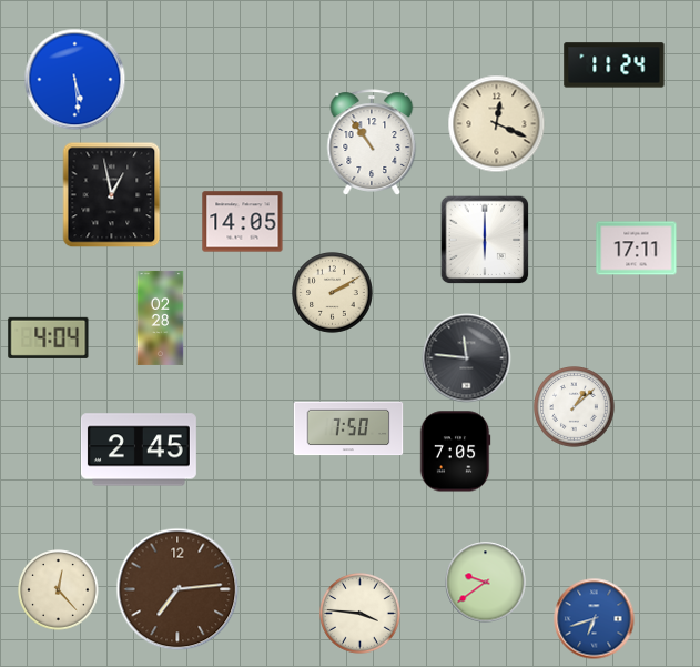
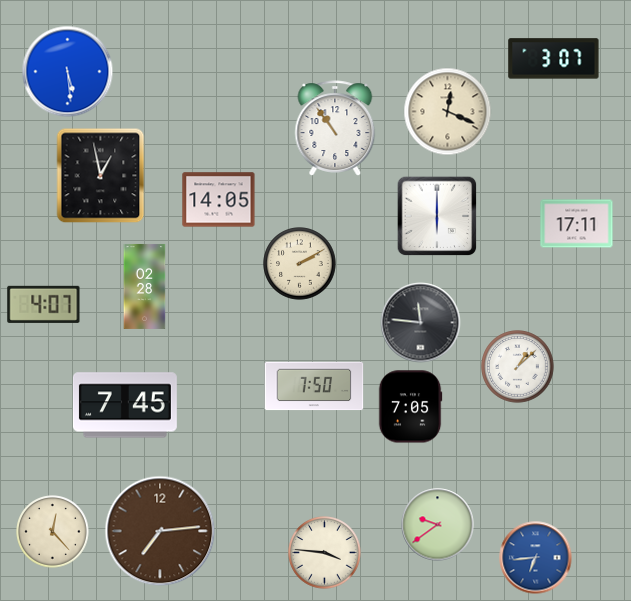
clock at (615, 65): 11:24 -> 3:07
clock at (637, 249) position: (637, 249) -> (577, 224)
clock at (49, 337): 4:04 -> 4:07
clock at (139, 449): 2:45 -> 7:45
clock at (595, 619): 6:42 -> 6:44
